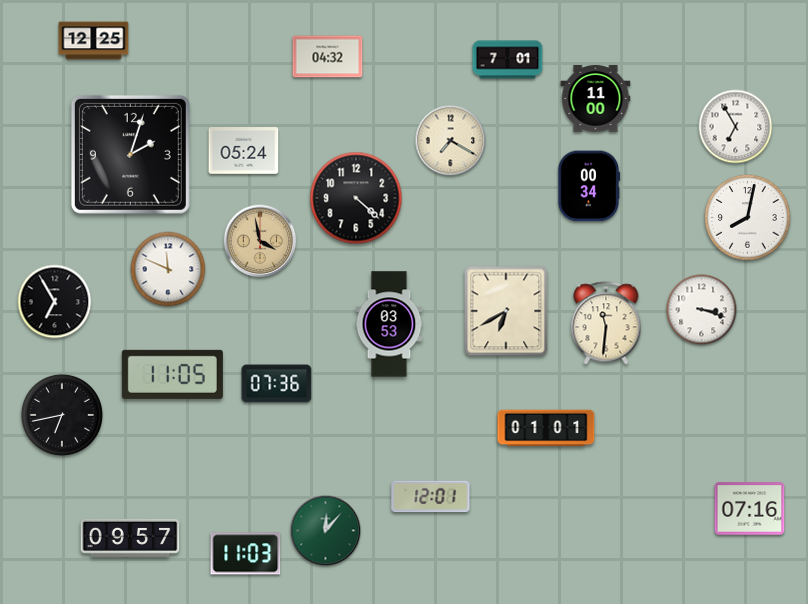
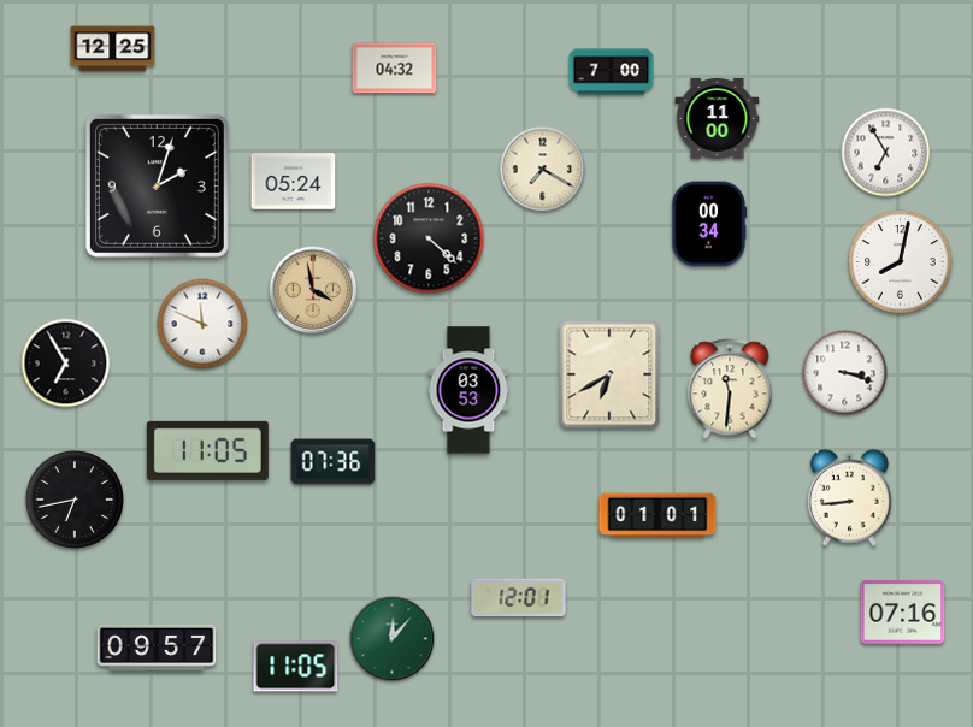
clock at (508, 60): 7:01 -> 7:00
clock at (849, 497): none -> 8:44
clock at (246, 554): 11:03 -> 11:05
